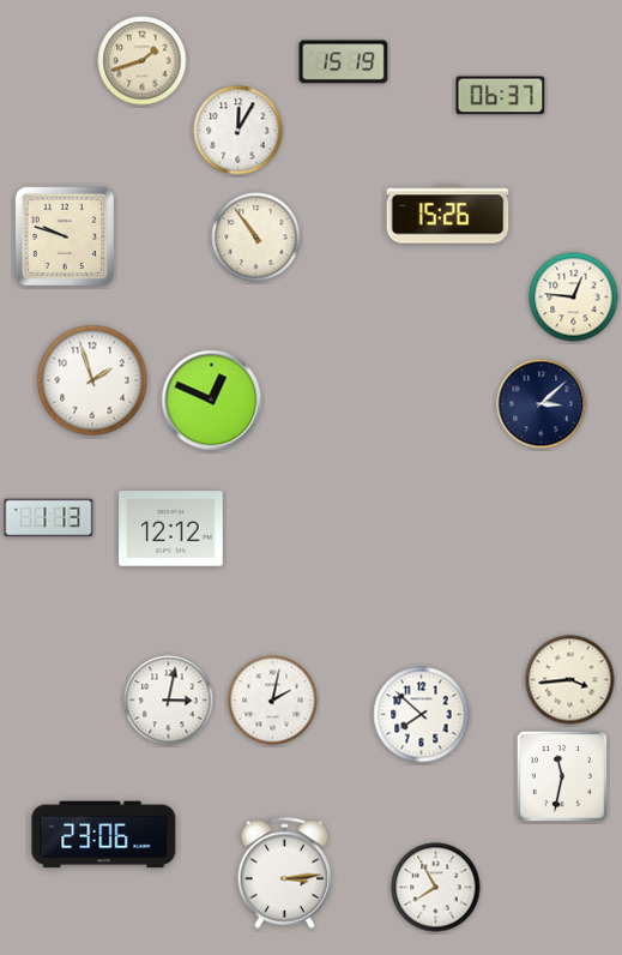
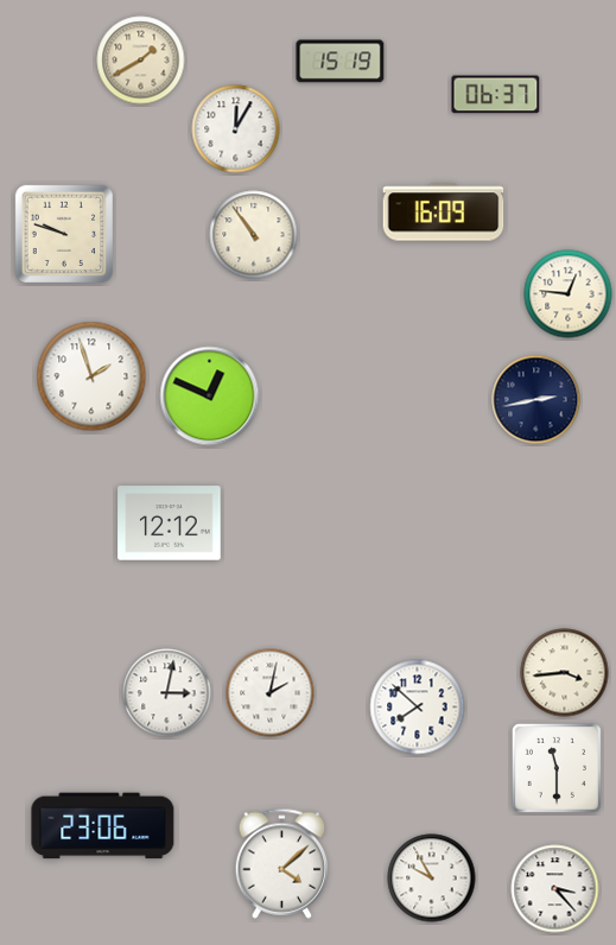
clock at (143, 61): 1:42 -> 1:40
clock at (448, 215): 15:26 -> 16:09
clock at (542, 404): 3:08 -> 2:43
clock at (49, 518): 1:13 -> none
clock at (562, 776): 11:32 -> 11:30
clock at (285, 872): 3:14 -> 4:08
clock at (436, 888): 7:55 -> 9:55
clock at (555, 889): none -> 3:23
